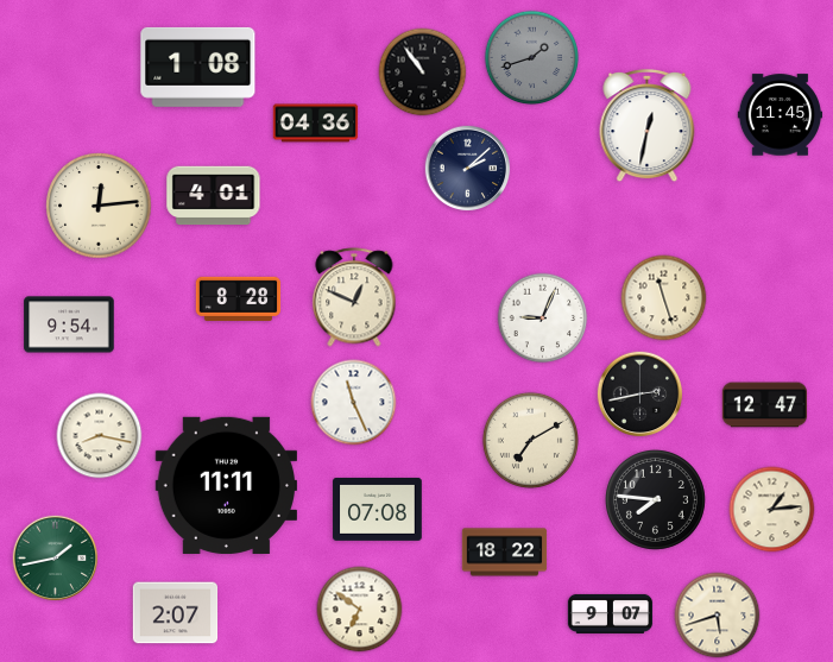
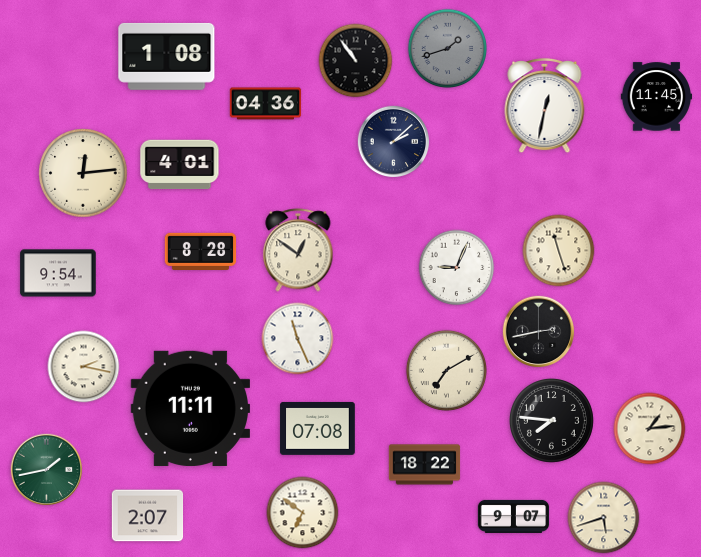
clock at (354, 297): 12:49 -> 12:51
clock at (765, 405): 12:47 -> none
clock at (100, 436): 8:17 -> 2:17
